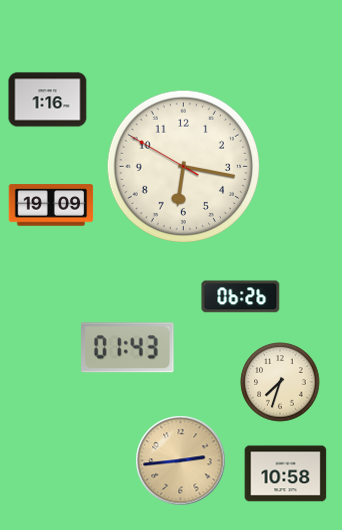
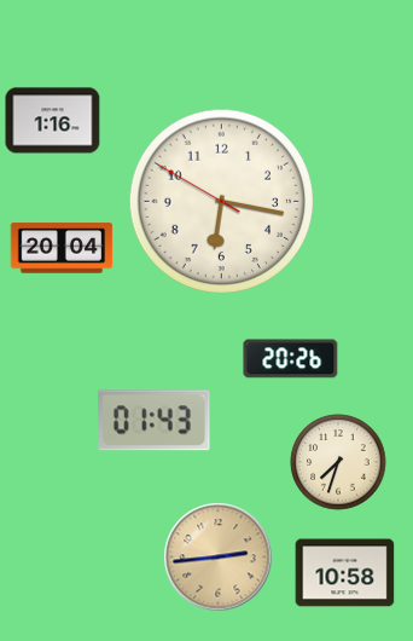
clock at (48, 100) position: (48, 100) -> (53, 121)
clock at (51, 205): 19:09 -> 20:04
clock at (241, 297): 06:26 -> 20:26
